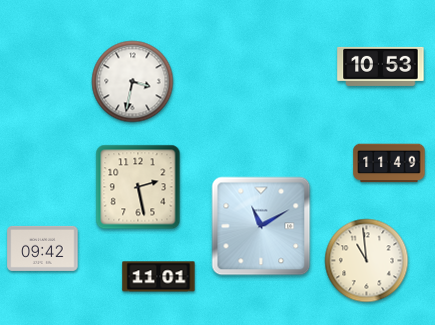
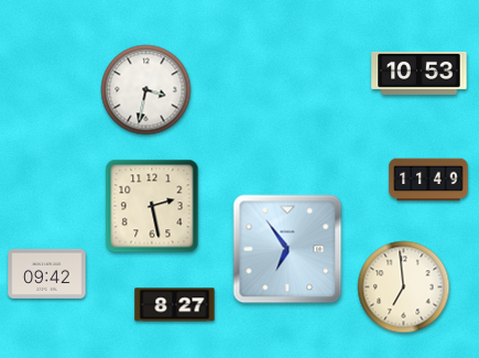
clock at (261, 226): 11:10 -> 6:54
clock at (367, 261): 10:59 -> 6:59
clock at (159, 277): 11:01 -> 8:27
